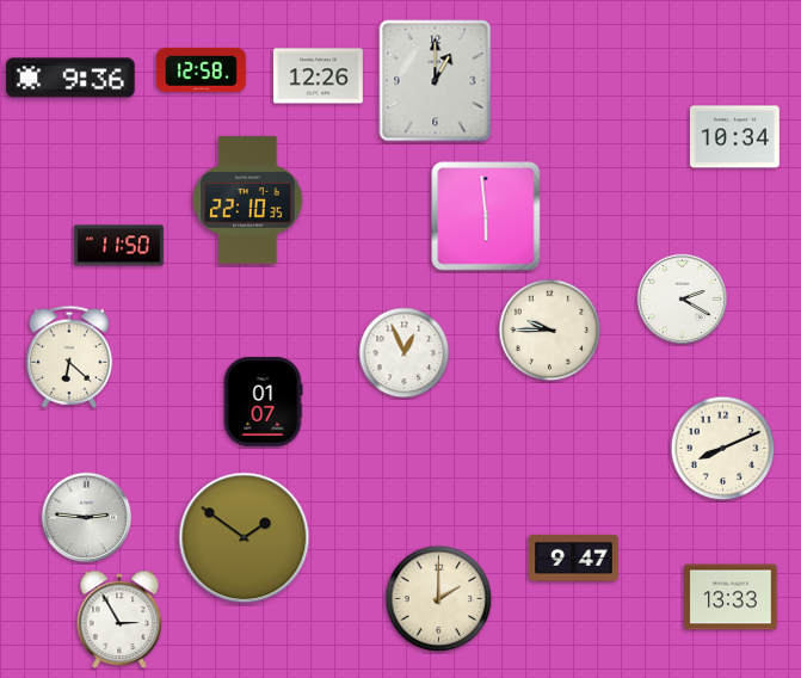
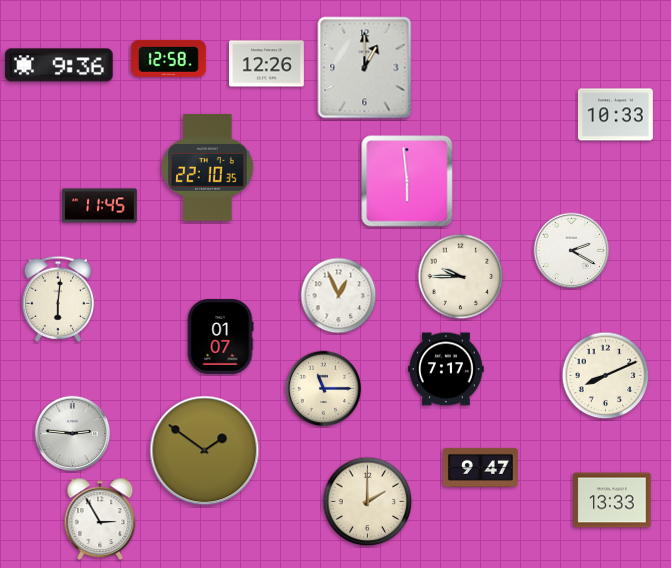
clock at (734, 137): 10:34 -> 10:33
clock at (118, 246): 11:50 -> 11:45
clock at (69, 357): 6:22 -> 6:01
clock at (447, 369): none -> 7:17
clock at (324, 389): none -> 11:15
